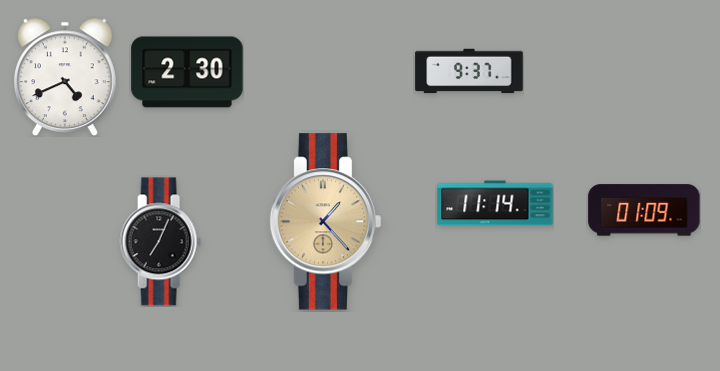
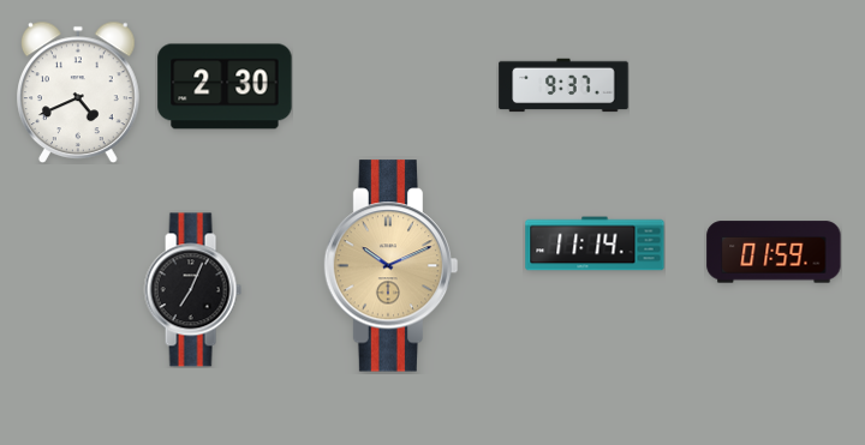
clock at (644, 210): 01:09 -> 01:59
clock at (326, 222): 1:23 -> 10:11
